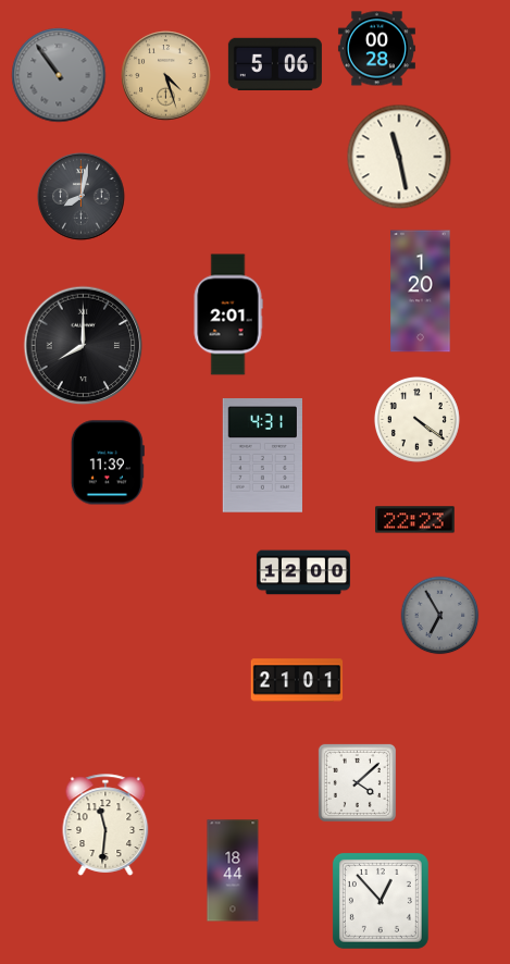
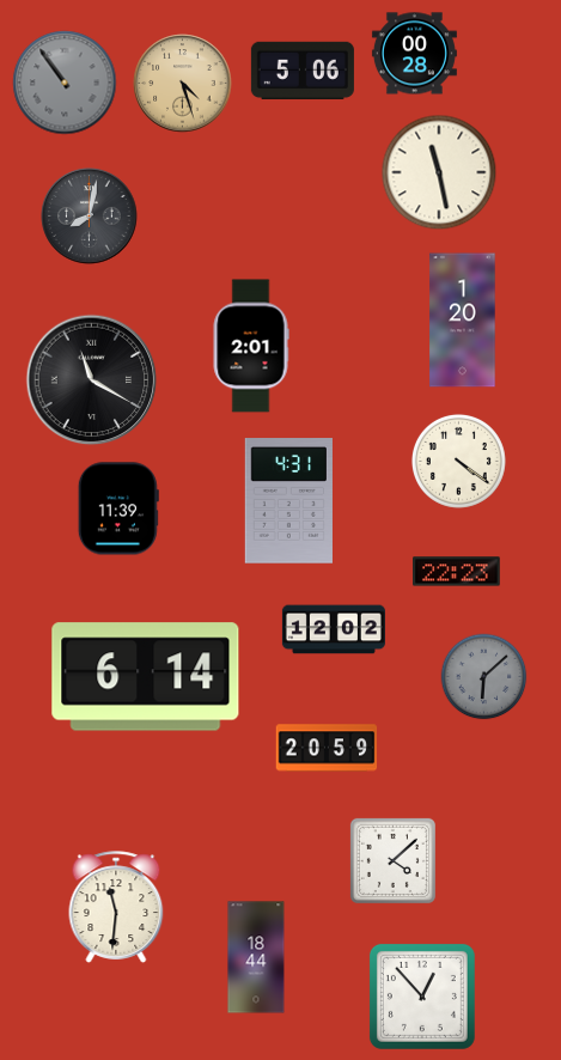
clock at (84, 346): 8:00 -> 11:20
clock at (303, 572): 12:00 -> 12:02
clock at (146, 677): none -> 6:14
clock at (440, 616): 6:55 -> 6:08
clock at (297, 680): 21:01 -> 20:59
clock at (381, 901) position: (381, 901) -> (422, 997)
